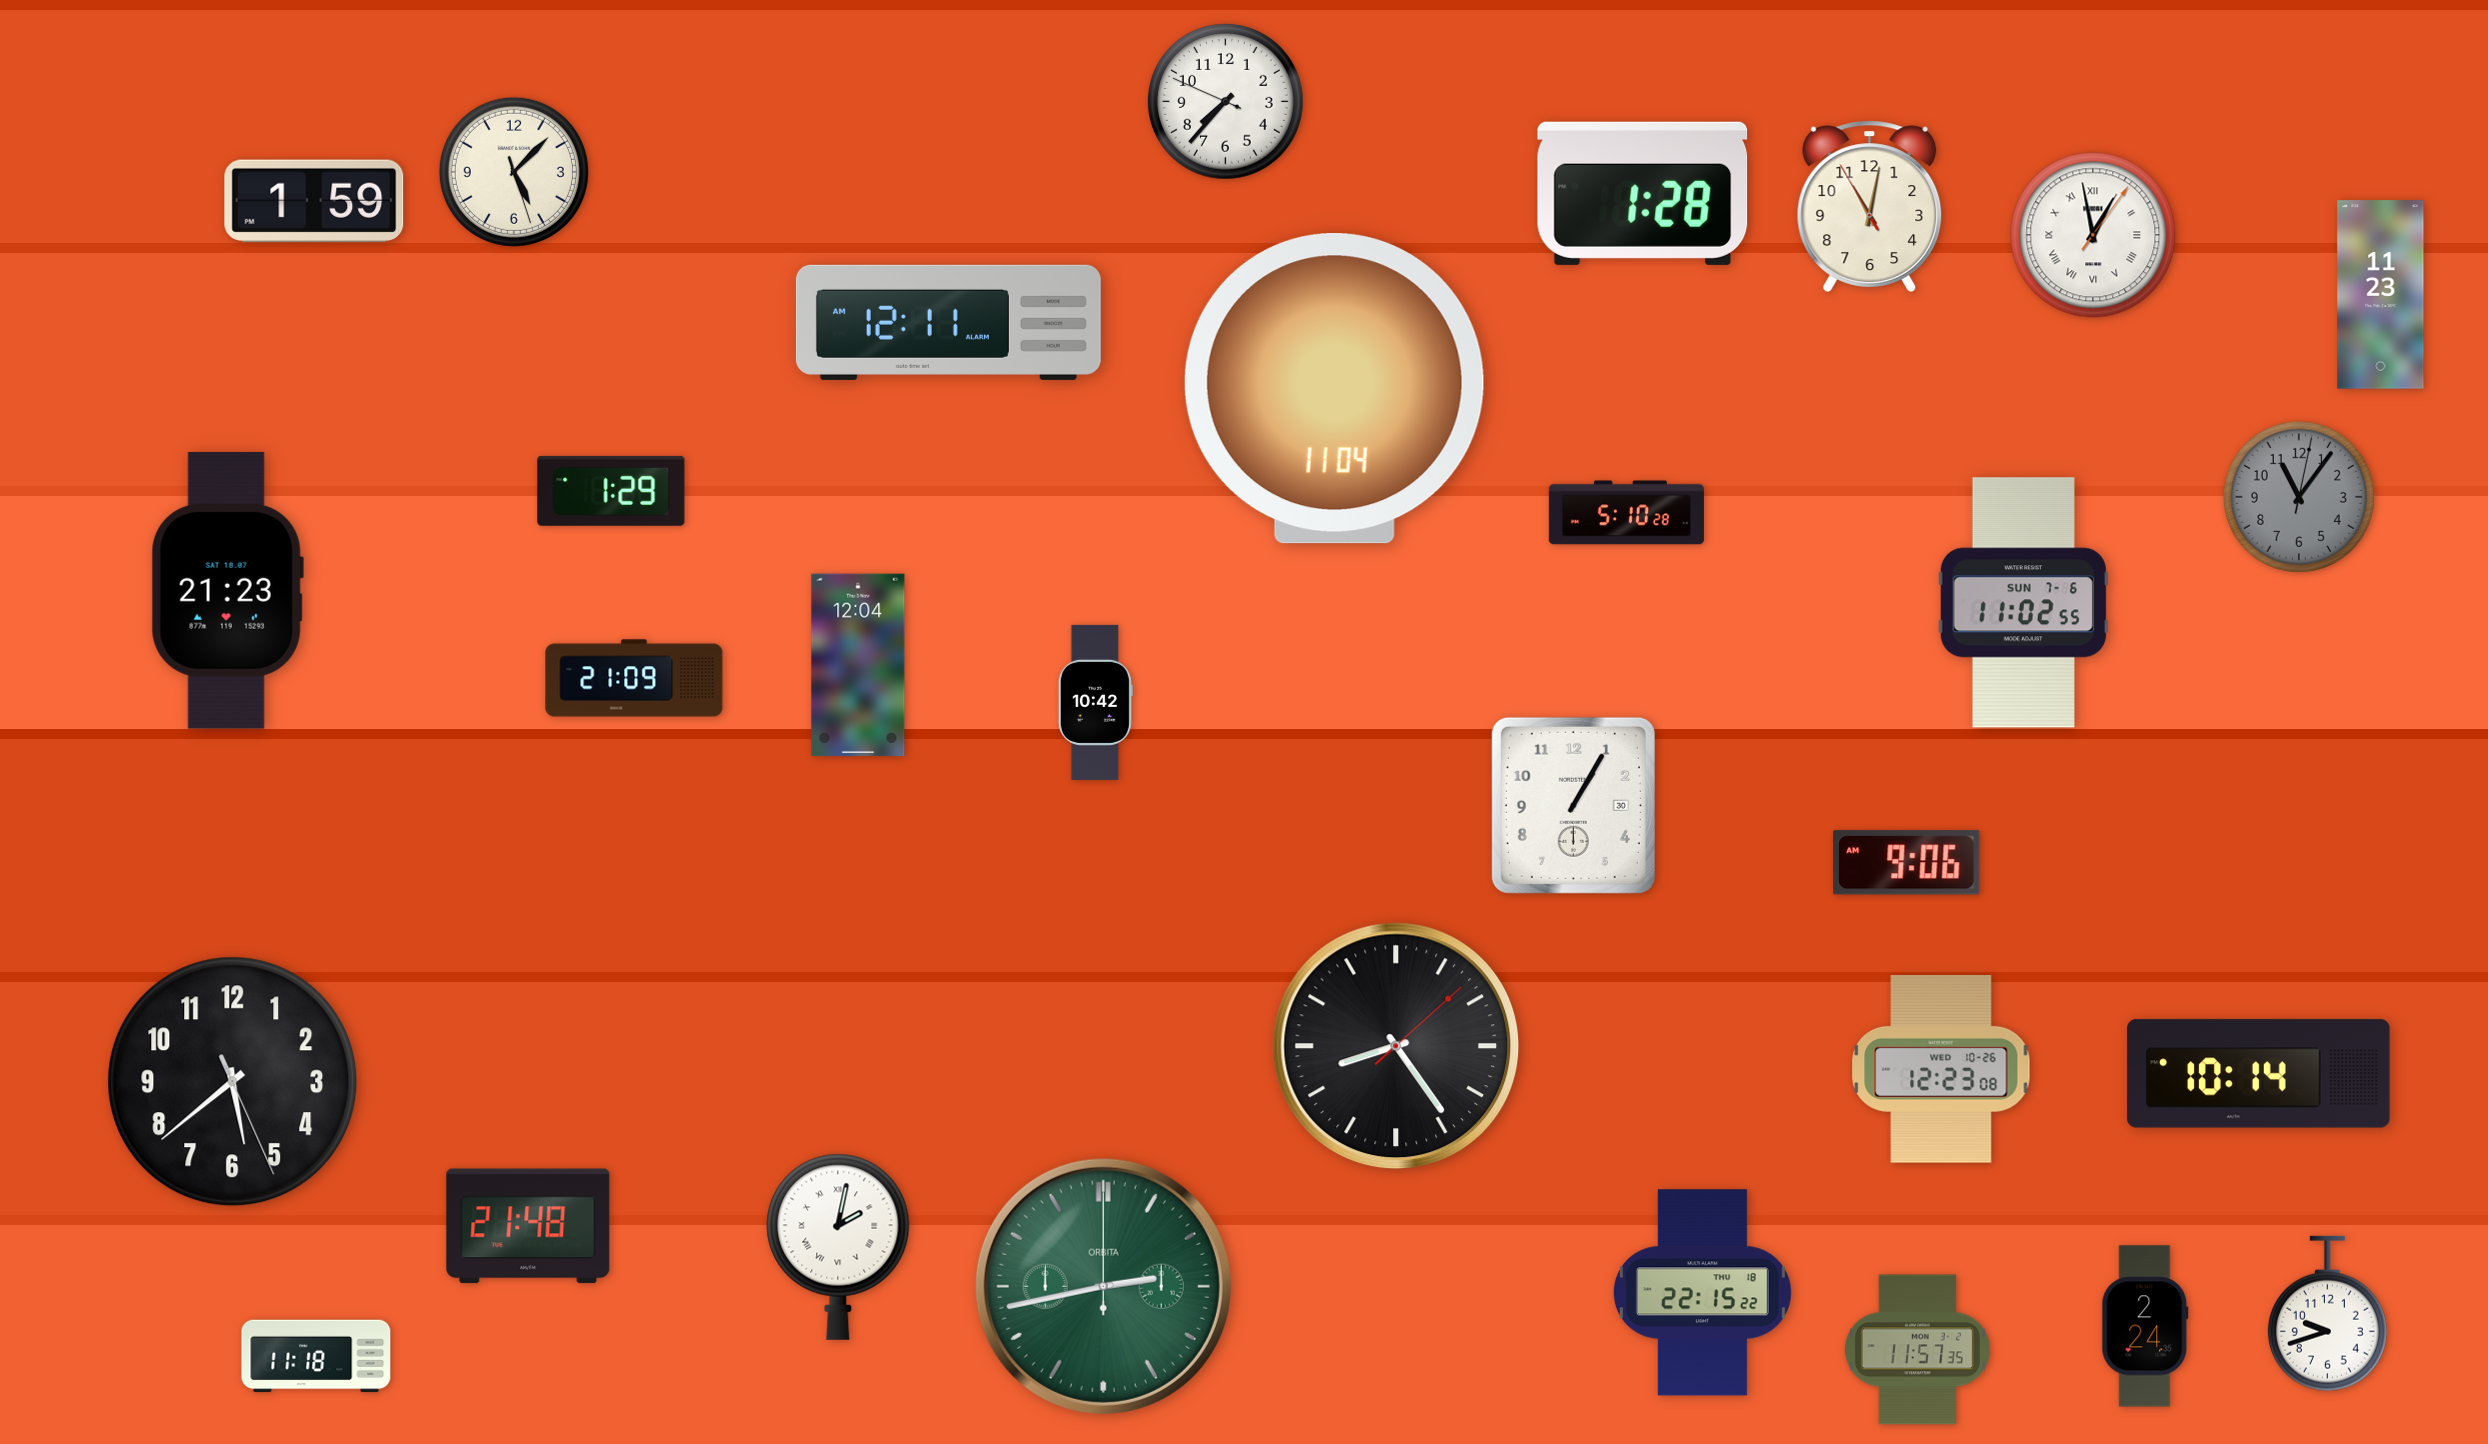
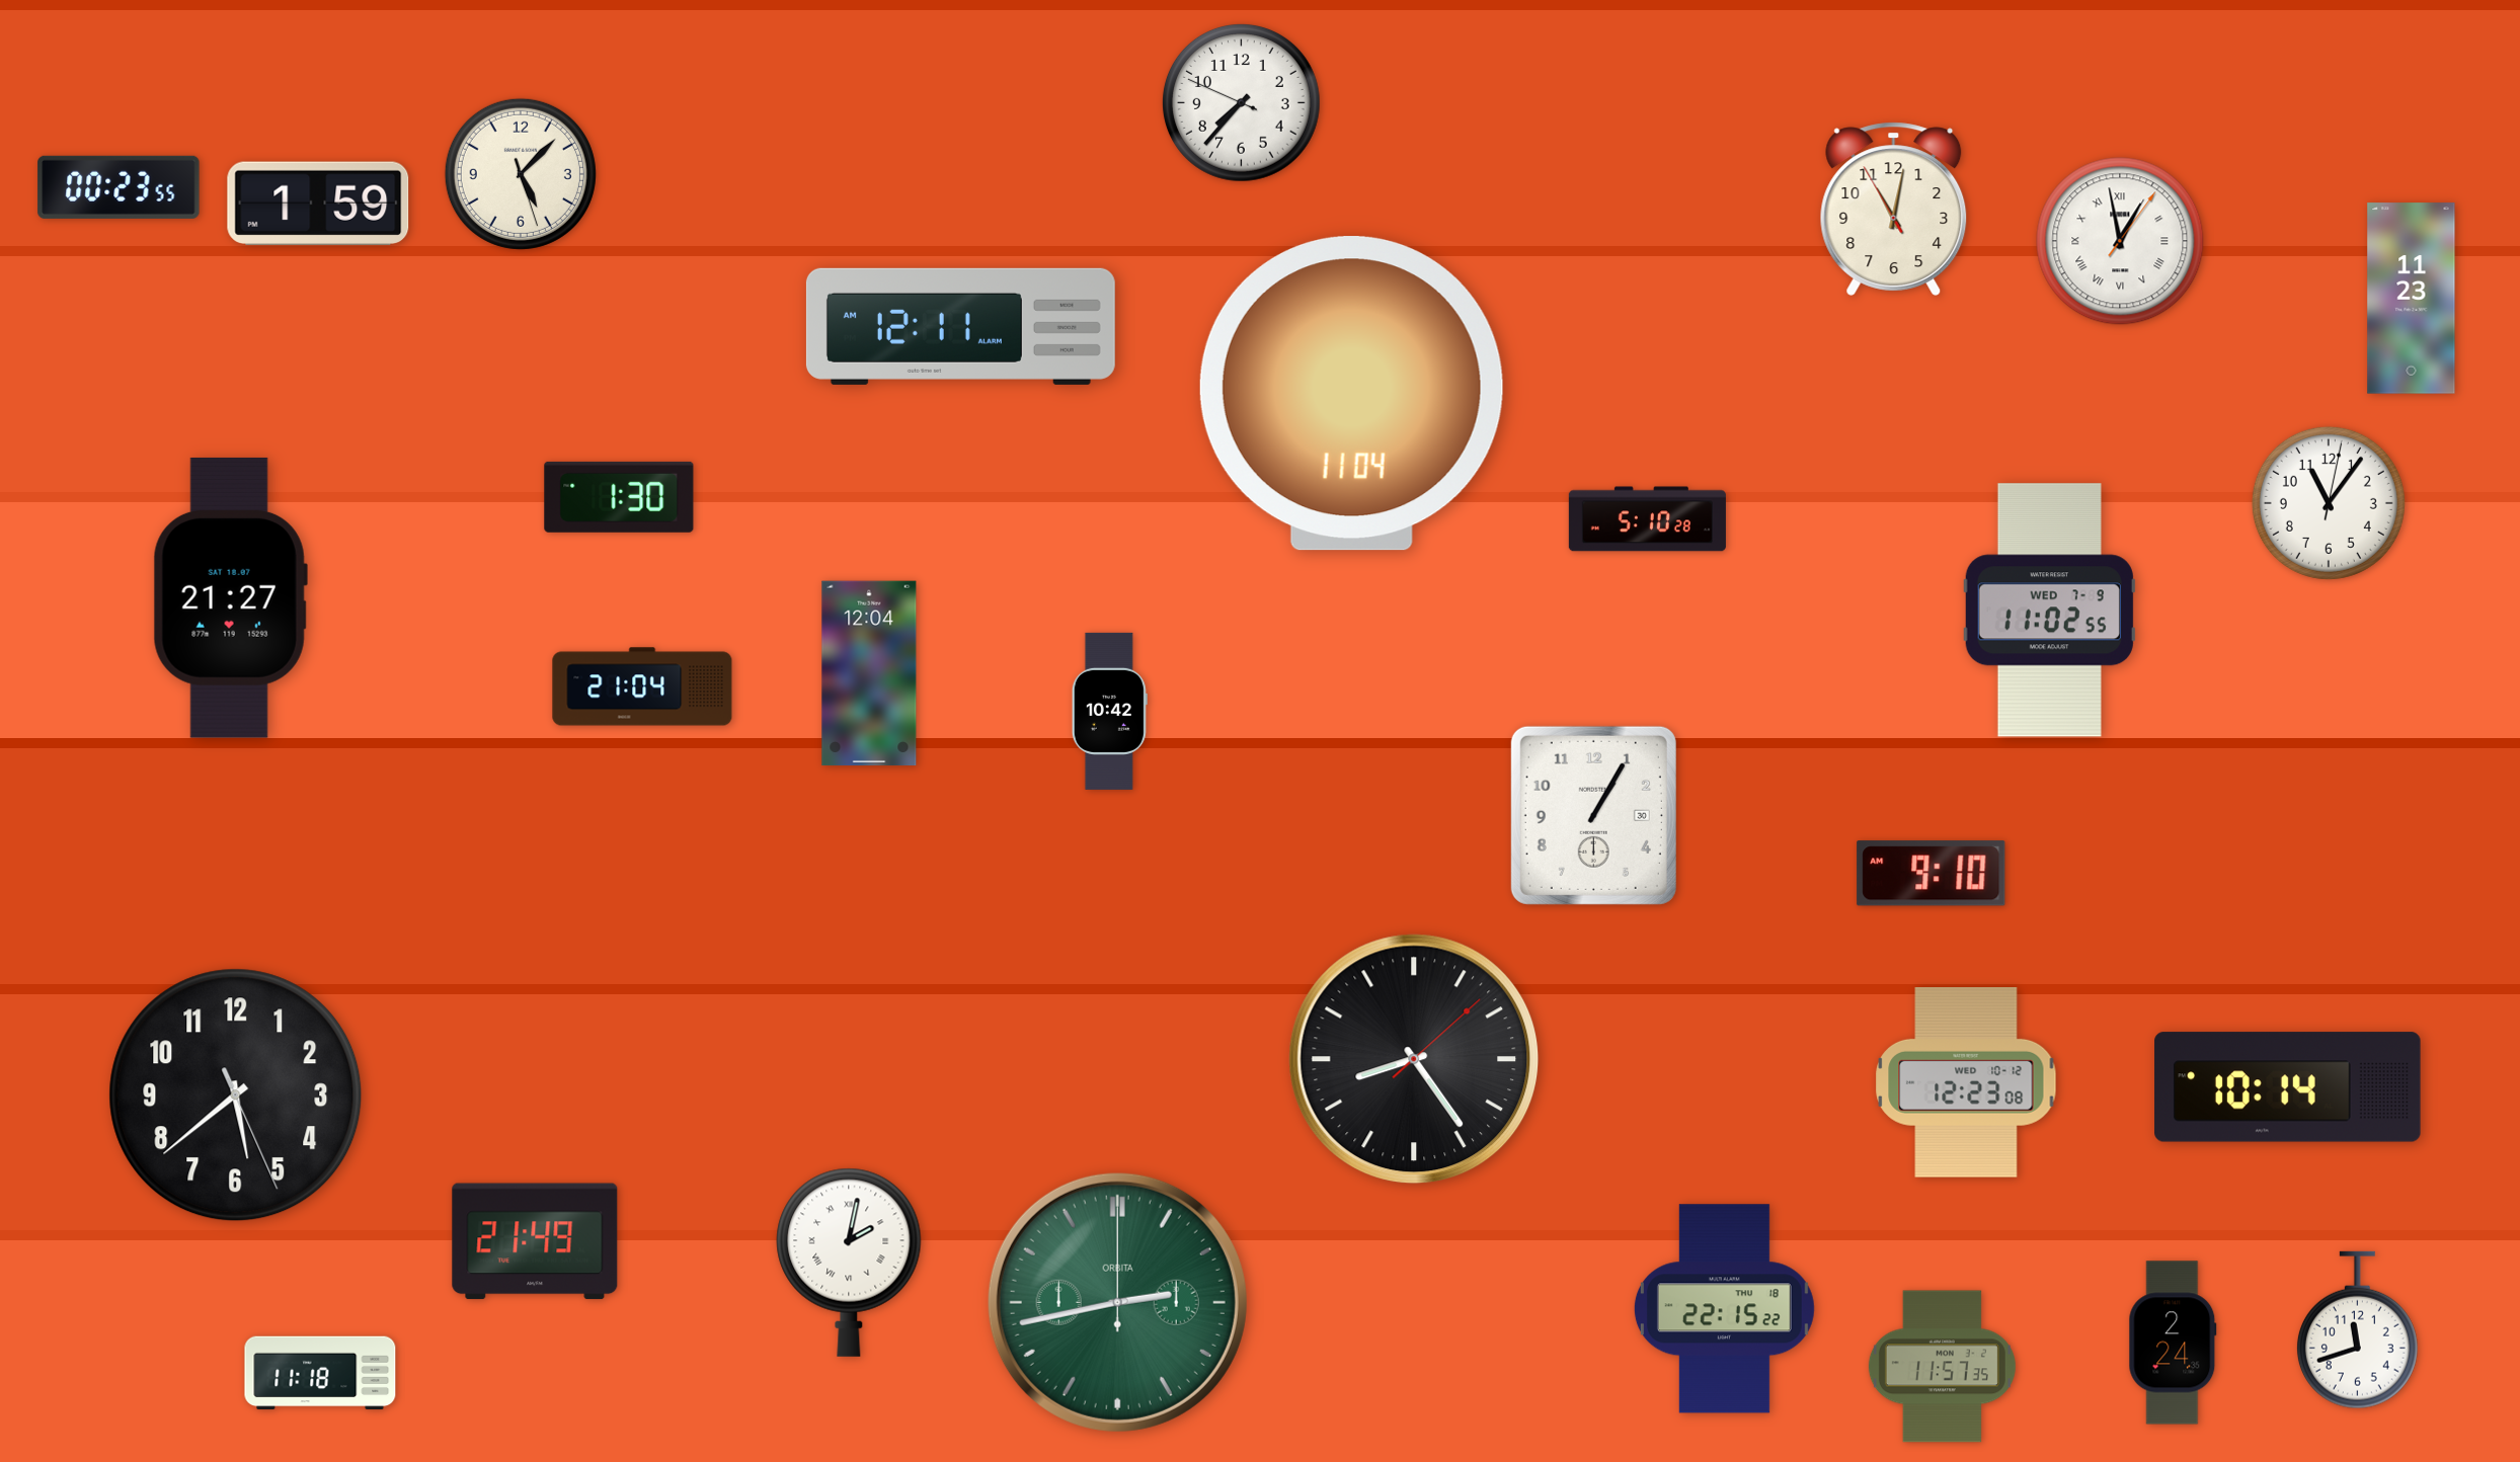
clock at (119, 187): none -> 00:23
clock at (1643, 193): 1:28 -> none
clock at (2093, 235) position: (2093, 235) -> (2120, 241)
clock at (611, 491): 1:29 -> 1:30
clock at (2299, 497) dial: grey -> white
clock at (227, 590): 21:23 -> 21:27
clock at (2023, 603) date: SUN 7-6 -> WED 7-9
clock at (634, 678): 21:09 -> 21:04
clock at (1907, 863): 9:06 -> 9:10
clock at (1941, 1070) date: WED 10-26 -> WED 10-12
clock at (528, 1226): 21:48 -> 21:49
clock at (2327, 1314): 9:42 -> 11:42
